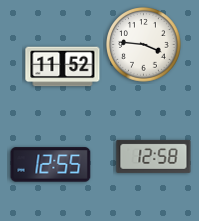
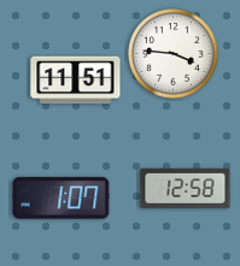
clock at (63, 67): 11:52 -> 11:51
clock at (51, 165): 12:55 -> 1:07
